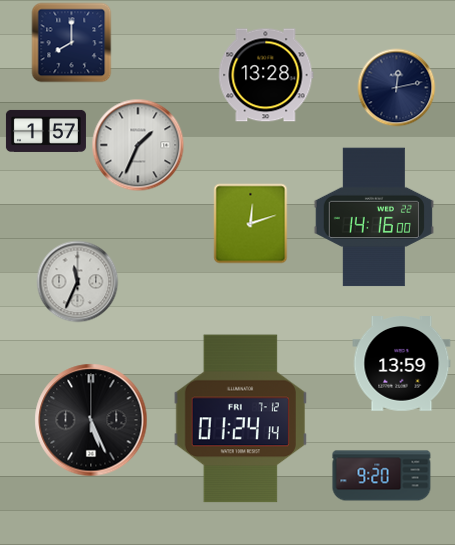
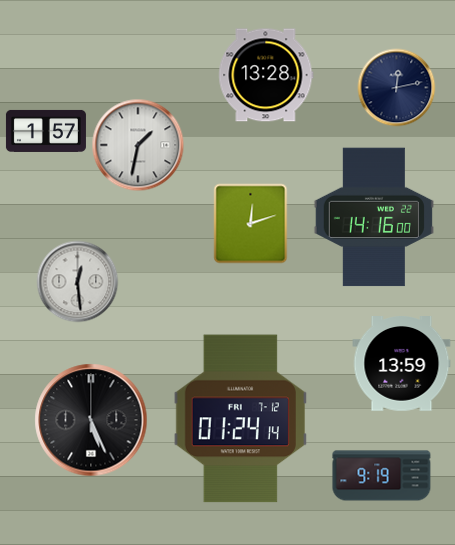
clock at (72, 43): 8:00 -> none
clock at (138, 145): 1:34 -> 1:32
clock at (78, 282): 11:34 -> 12:29
clock at (382, 476): 9:20 -> 9:19
